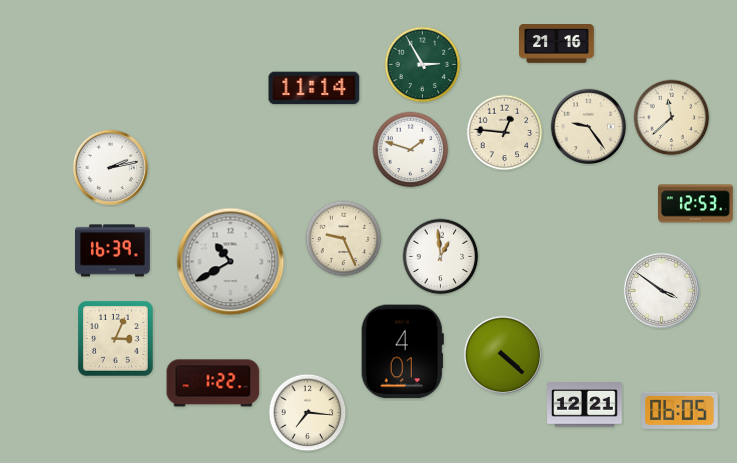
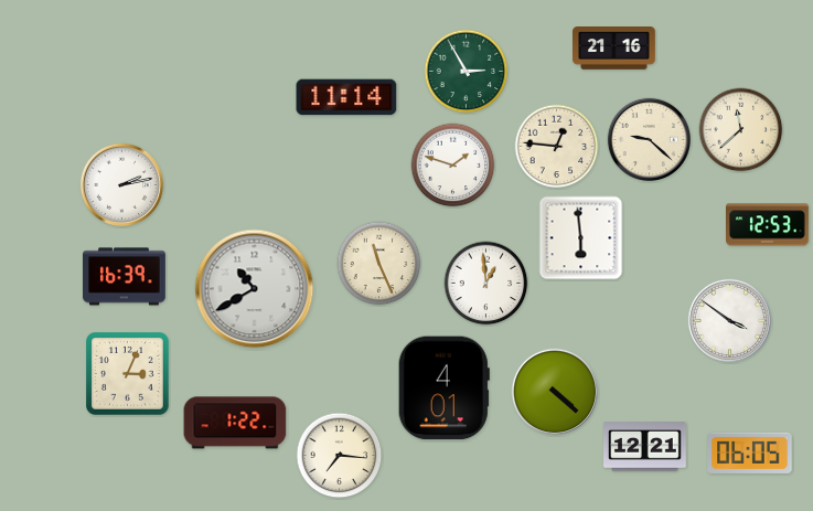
clock at (588, 126): 9:24 -> 9:22
clock at (581, 238): none -> 5:59
clock at (344, 239): 9:26 -> 11:26
